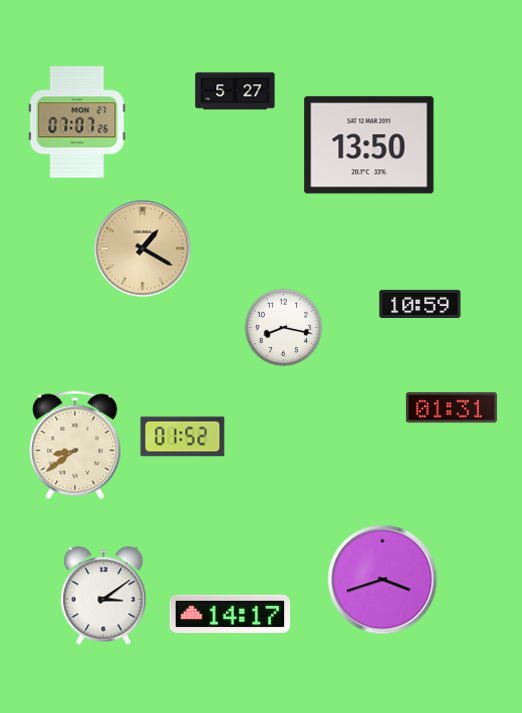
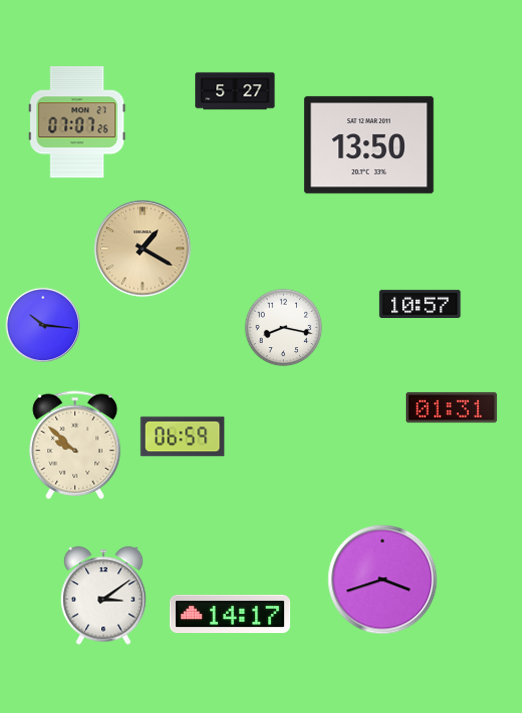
clock at (420, 303): 10:59 -> 10:57
clock at (43, 325): none -> 10:16
clock at (183, 437): 01:52 -> 06:59
clock at (75, 445): 8:39 -> 9:52
